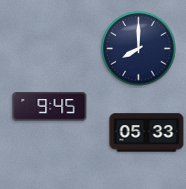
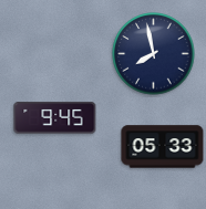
clock at (139, 49): 8:00 -> 7:58
